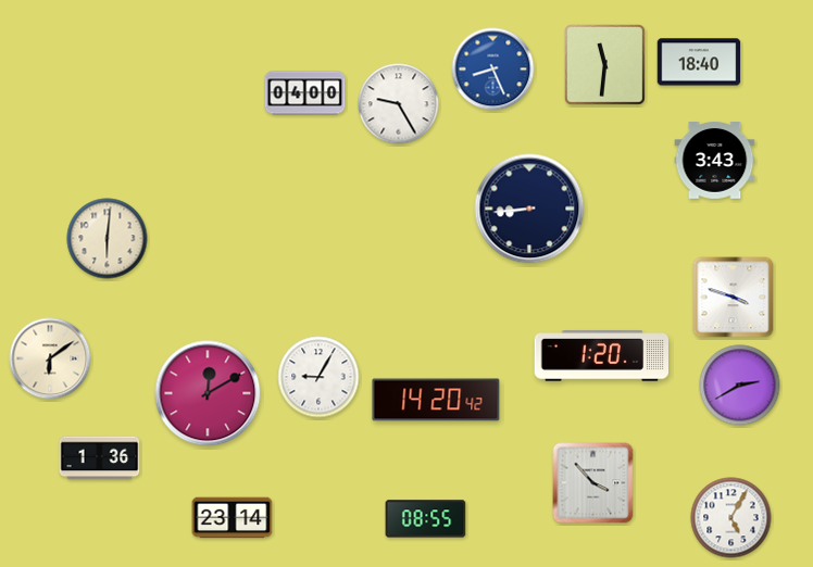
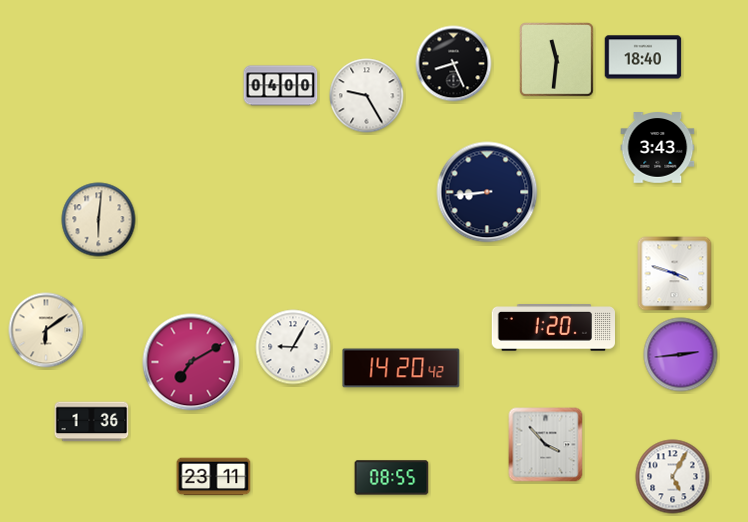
clock at (493, 70) dial: blue -> black
clock at (740, 386): 2:40 -> 2:44
clock at (208, 393): 12:10 -> 7:10
clock at (233, 518): 23:14 -> 23:11
